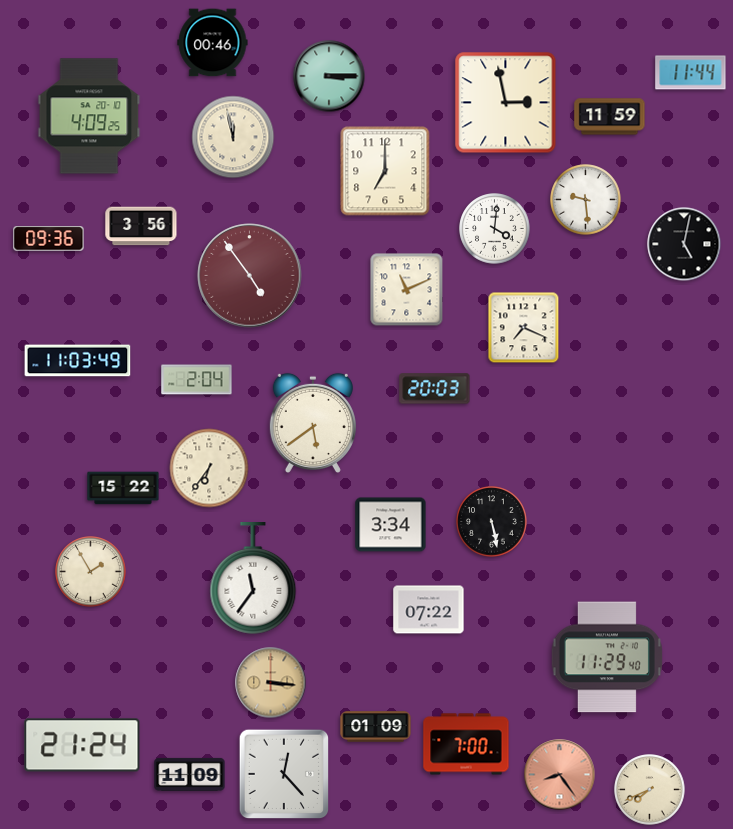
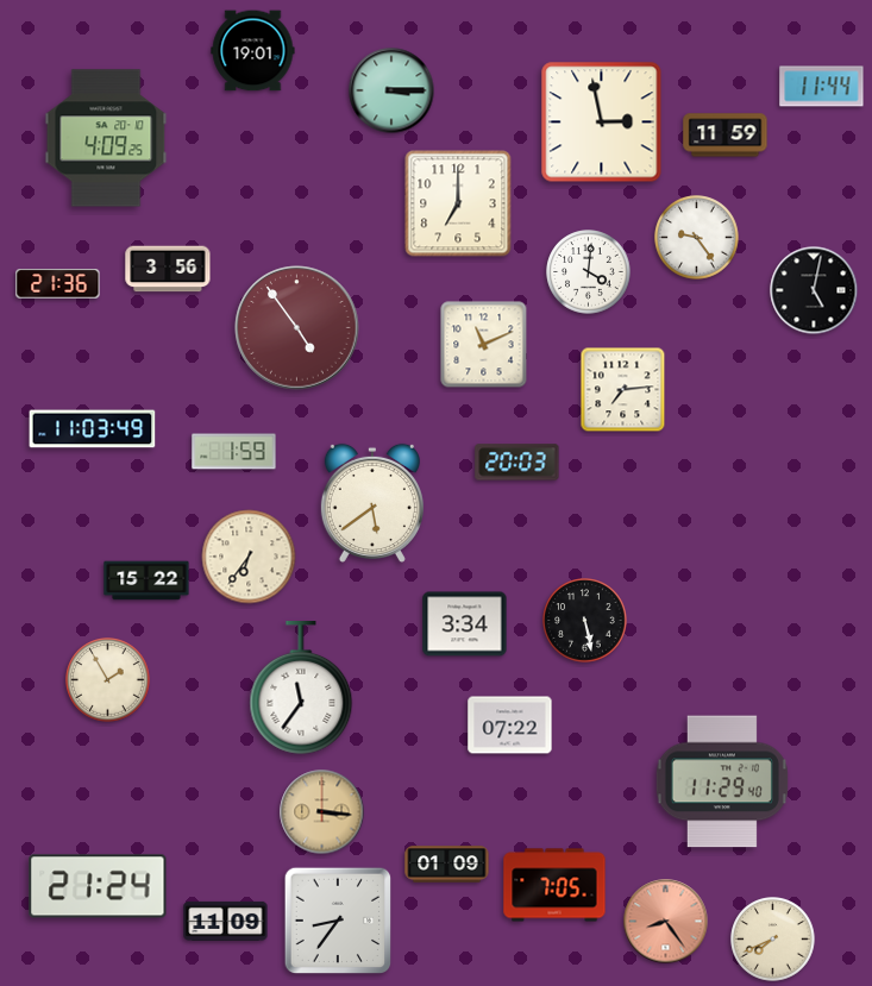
clock at (213, 43): 00:46 -> 19:01
clock at (610, 117) position: (610, 117) -> (726, 136)
clock at (233, 137): 11:58 -> none
clock at (586, 200): 9:29 -> 9:24
clock at (49, 239): 09:36 -> 21:36
clock at (524, 328): 7:19 -> 7:14
clock at (197, 380): 2:04 -> 1:59
clock at (466, 744): 7:00 -> 7:05
clock at (284, 774): 12:23 -> 8:36
